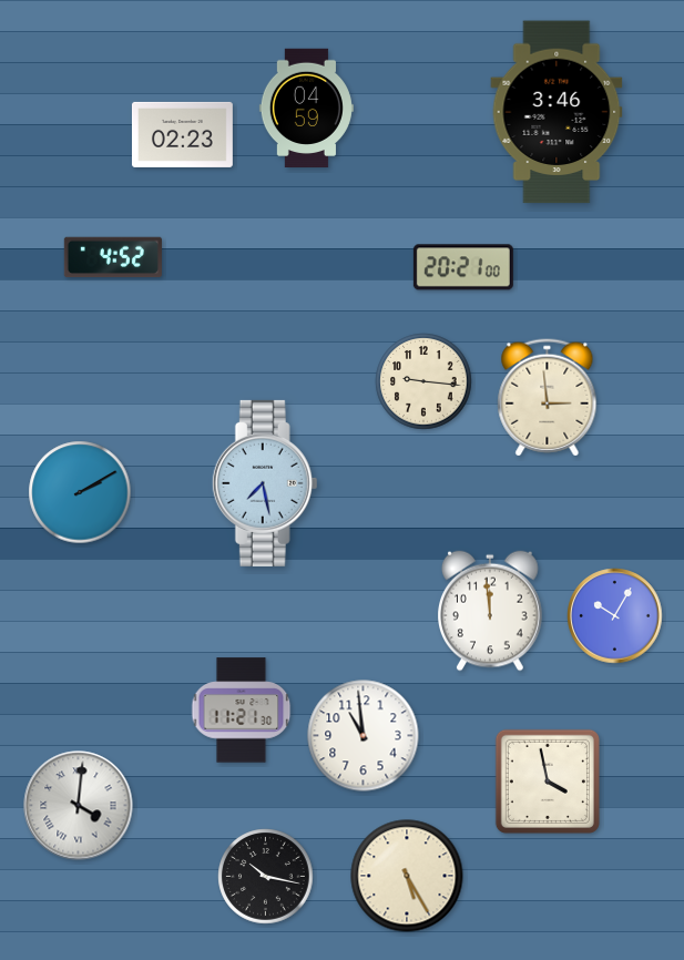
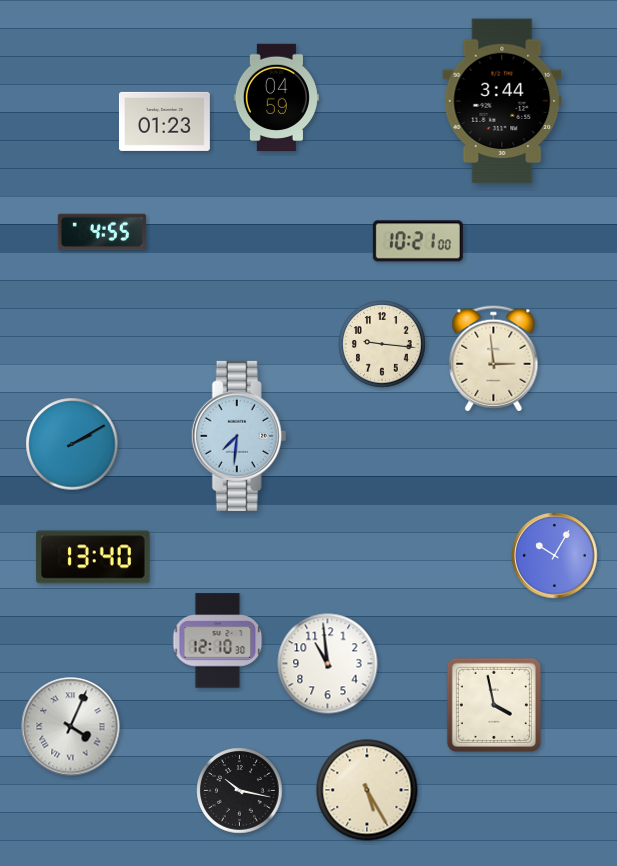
clock at (557, 112): 3:46 -> 3:44
clock at (182, 134): 02:23 -> 01:23
clock at (113, 257): 4:52 -> 4:55
clock at (463, 267): 20:21 -> 10:21
clock at (265, 483): 7:28 -> 7:31
clock at (491, 611): 11:59 -> none
clock at (93, 557): none -> 13:40
clock at (242, 711): 11:21 -> 12:10
clock at (79, 806): 4:01 -> 4:04
